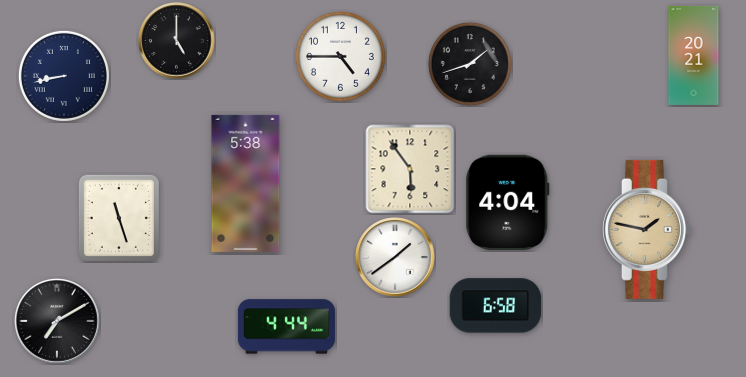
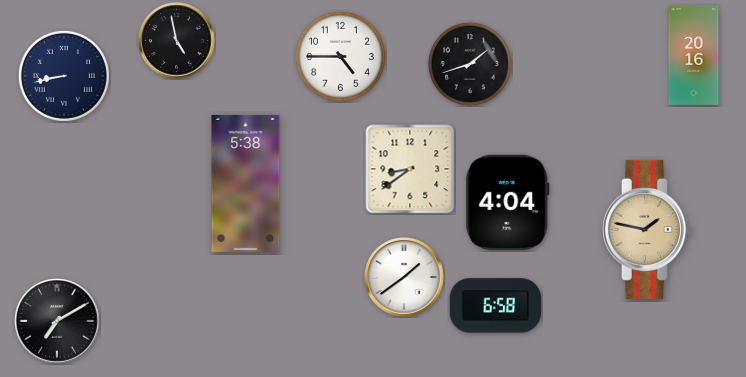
clock at (177, 41): 5:00 -> 4:58
clock at (694, 55): 20:21 -> 20:16
clock at (410, 169): 5:54 -> 8:39
clock at (119, 218): 11:27 -> none
clock at (395, 257) position: (395, 257) -> (404, 277)
clock at (286, 327): 4:44 -> none
